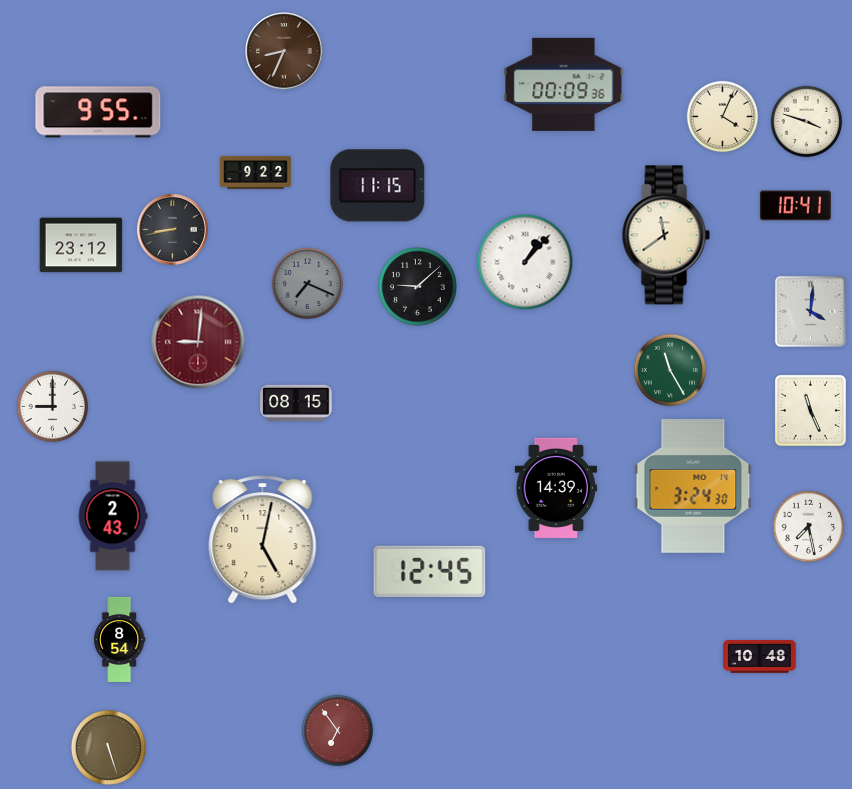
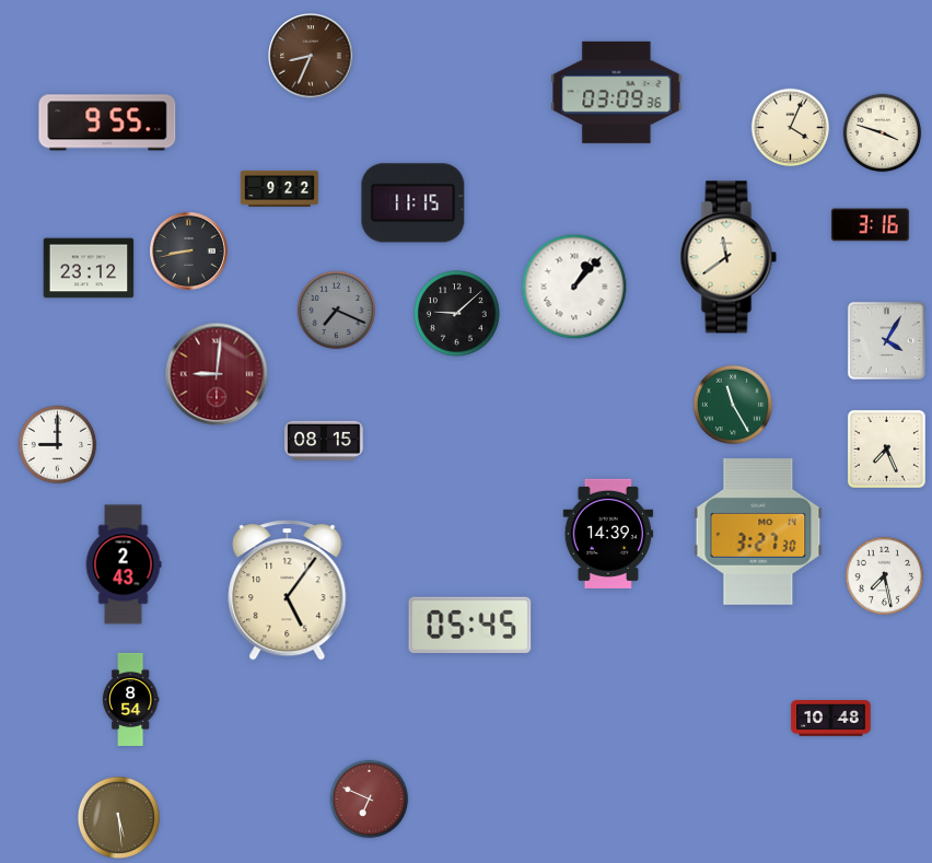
clock at (564, 84): 00:09 -> 03:09
clock at (795, 206): 10:41 -> 3:16
clock at (810, 311): 4:01 -> 4:05
clock at (810, 410): 11:26 -> 7:26
clock at (693, 487): 3:24 -> 3:27
clock at (263, 540): 5:02 -> 5:06
clock at (430, 571): 12:45 -> 05:45
clock at (338, 731): 6:54 -> 6:49
clock at (108, 747): 5:27 -> 5:29
